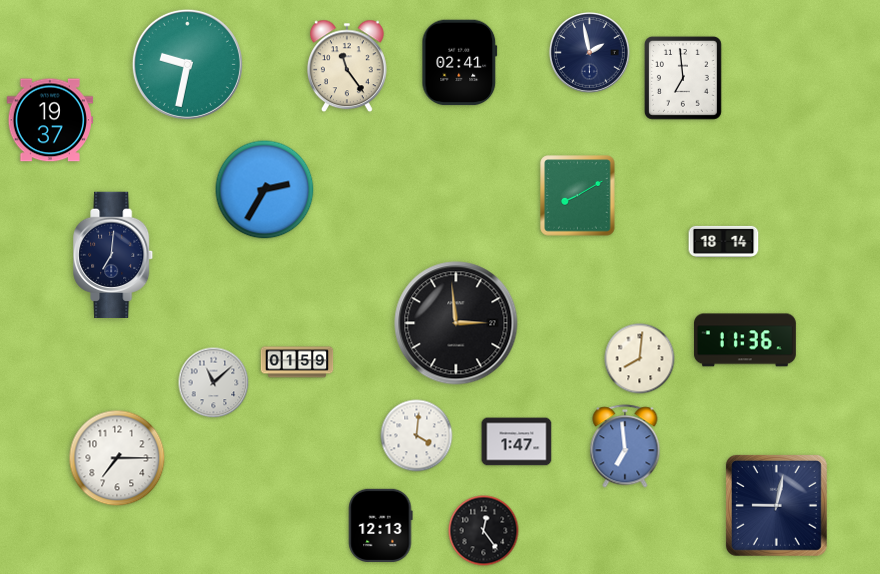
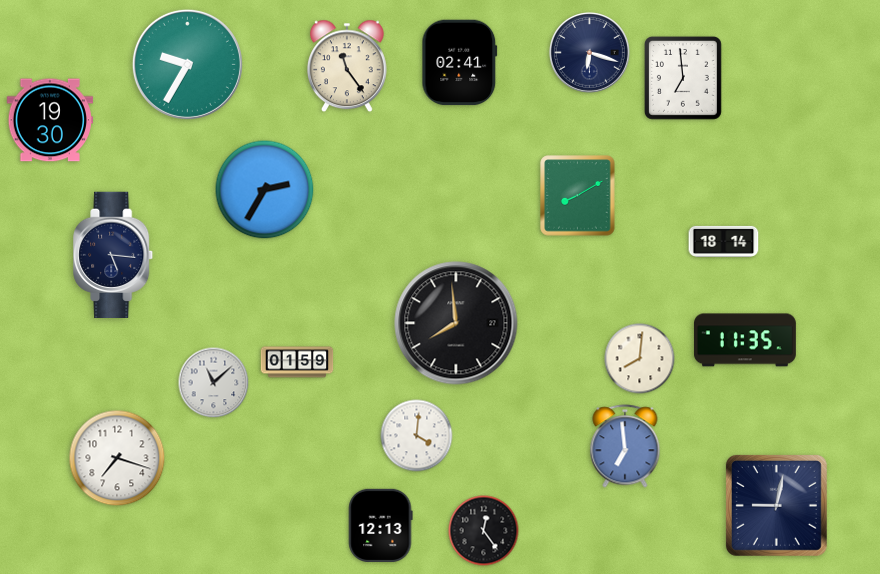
clock at (589, 52): 1:58 -> 6:18
clock at (187, 64): 9:32 -> 9:35
clock at (49, 120): 19:37 -> 19:30
clock at (114, 254): 7:01 -> 5:16
clock at (456, 323): 2:59 -> 7:59
clock at (745, 340): 11:36 -> 11:35
clock at (517, 442): 1:47 -> none
clock at (117, 458): 7:15 -> 7:18
